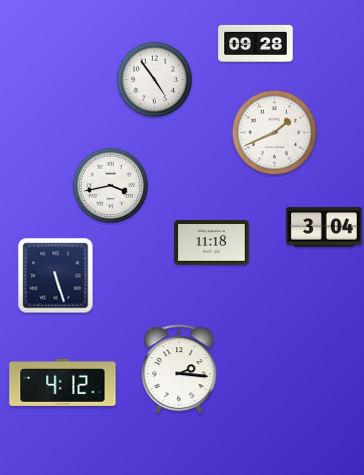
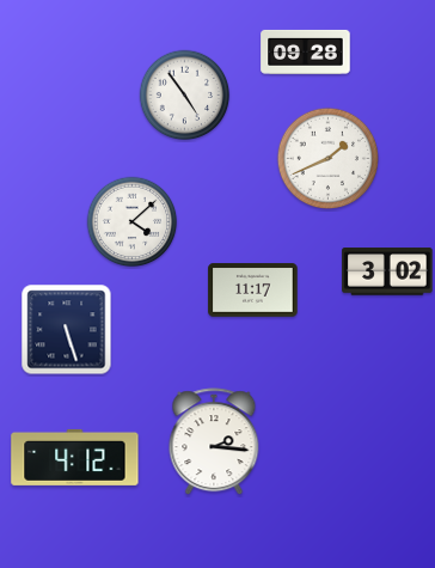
clock at (111, 186): 3:43 -> 4:08
clock at (324, 227): 3:04 -> 3:02
clock at (212, 243): 11:18 -> 11:17
